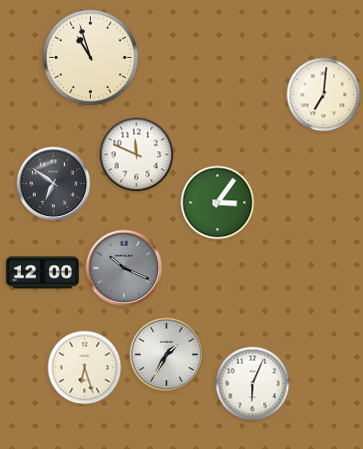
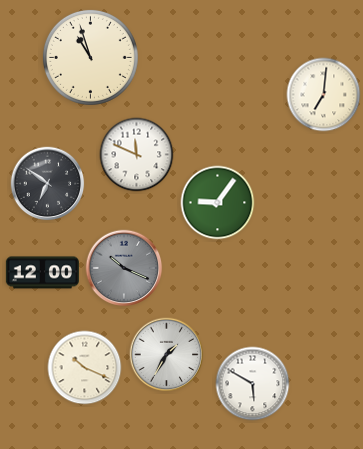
clock at (54, 184) position: (54, 184) -> (48, 184)
clock at (218, 203): 3:06 -> 9:06
clock at (85, 368): 6:27 -> 10:19
clock at (253, 384): 6:04 -> 5:50
